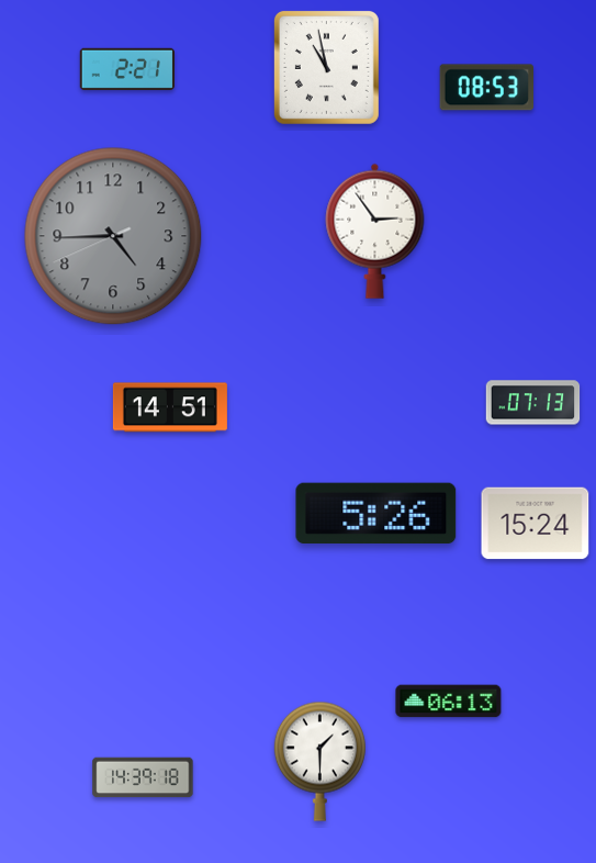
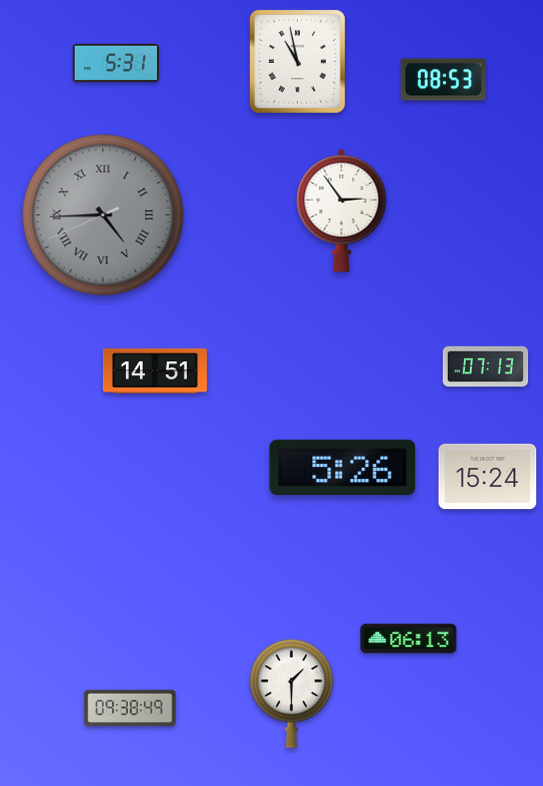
clock at (127, 69): 2:21 -> 5:31
clock at (113, 236) numerals: Arabic -> Roman
clock at (143, 777): 14:39 -> 09:38
